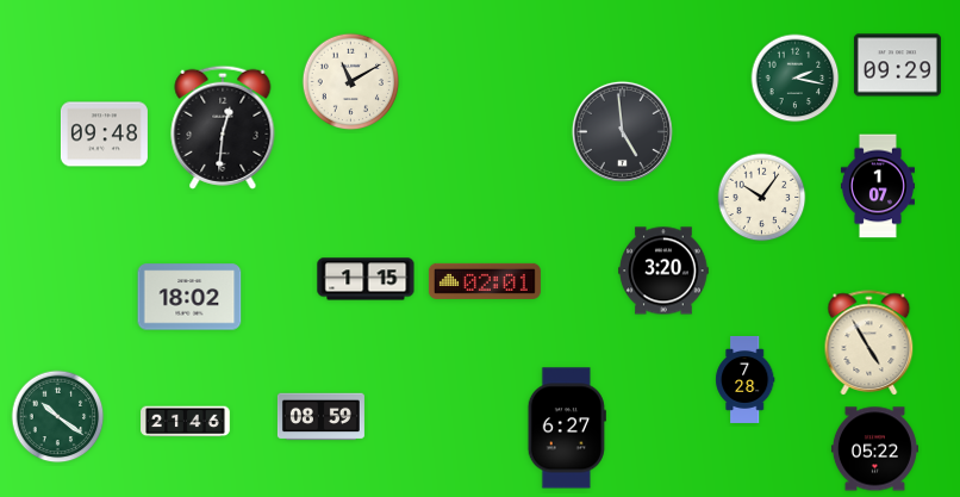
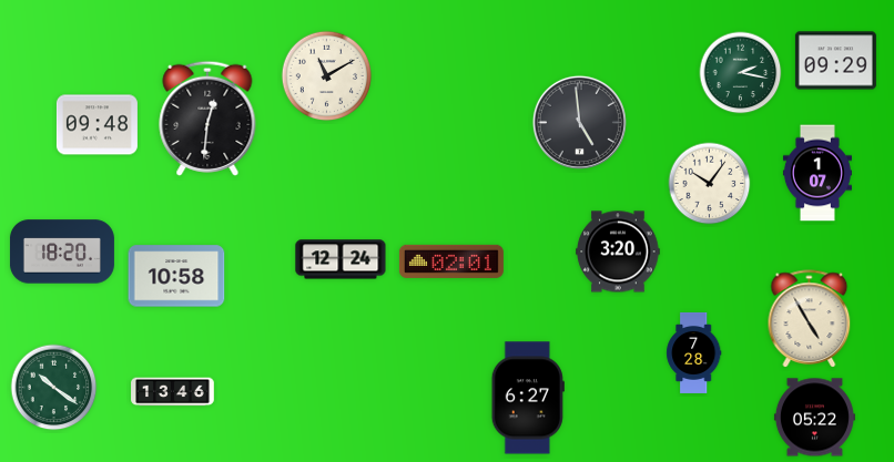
clock at (62, 251): none -> 18:20
clock at (366, 279): 1:15 -> 12:24
clock at (189, 297): 18:02 -> 10:58
clock at (320, 417): 08:59 -> none
clock at (186, 422): 21:46 -> 13:46
